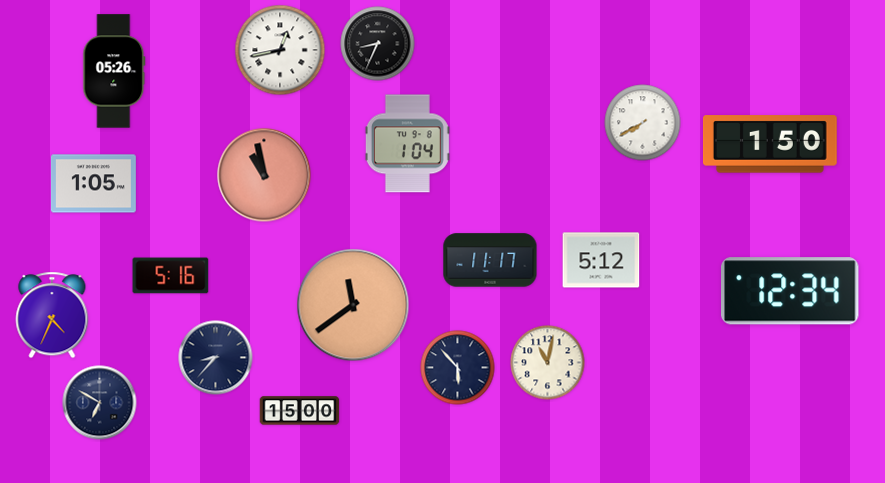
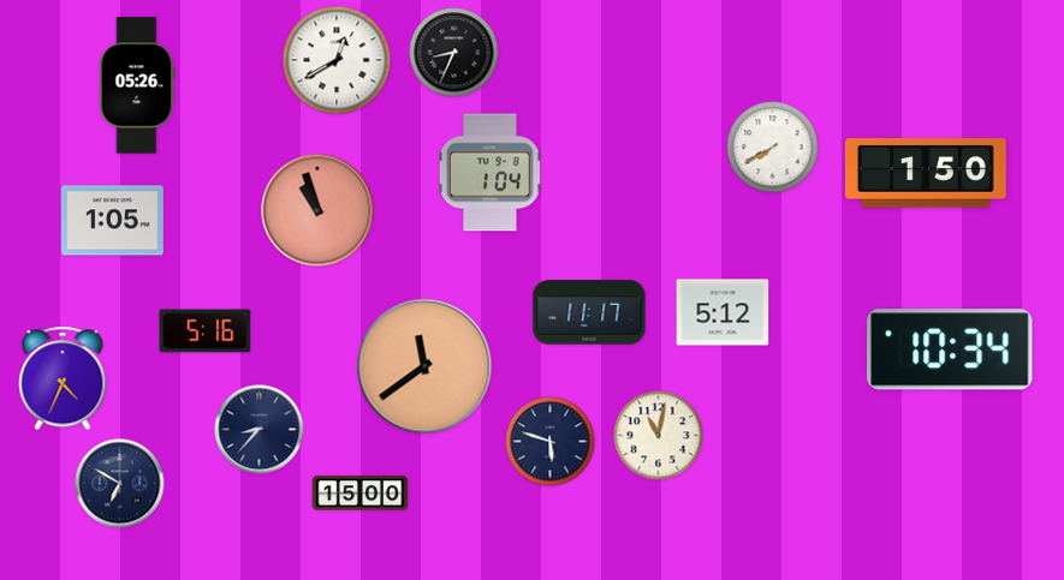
clock at (280, 50): 12:43 -> 12:40
clock at (264, 175): 10:58 -> 10:57
clock at (791, 291): 12:34 -> 10:34
clock at (458, 368): 5:53 -> 5:48
